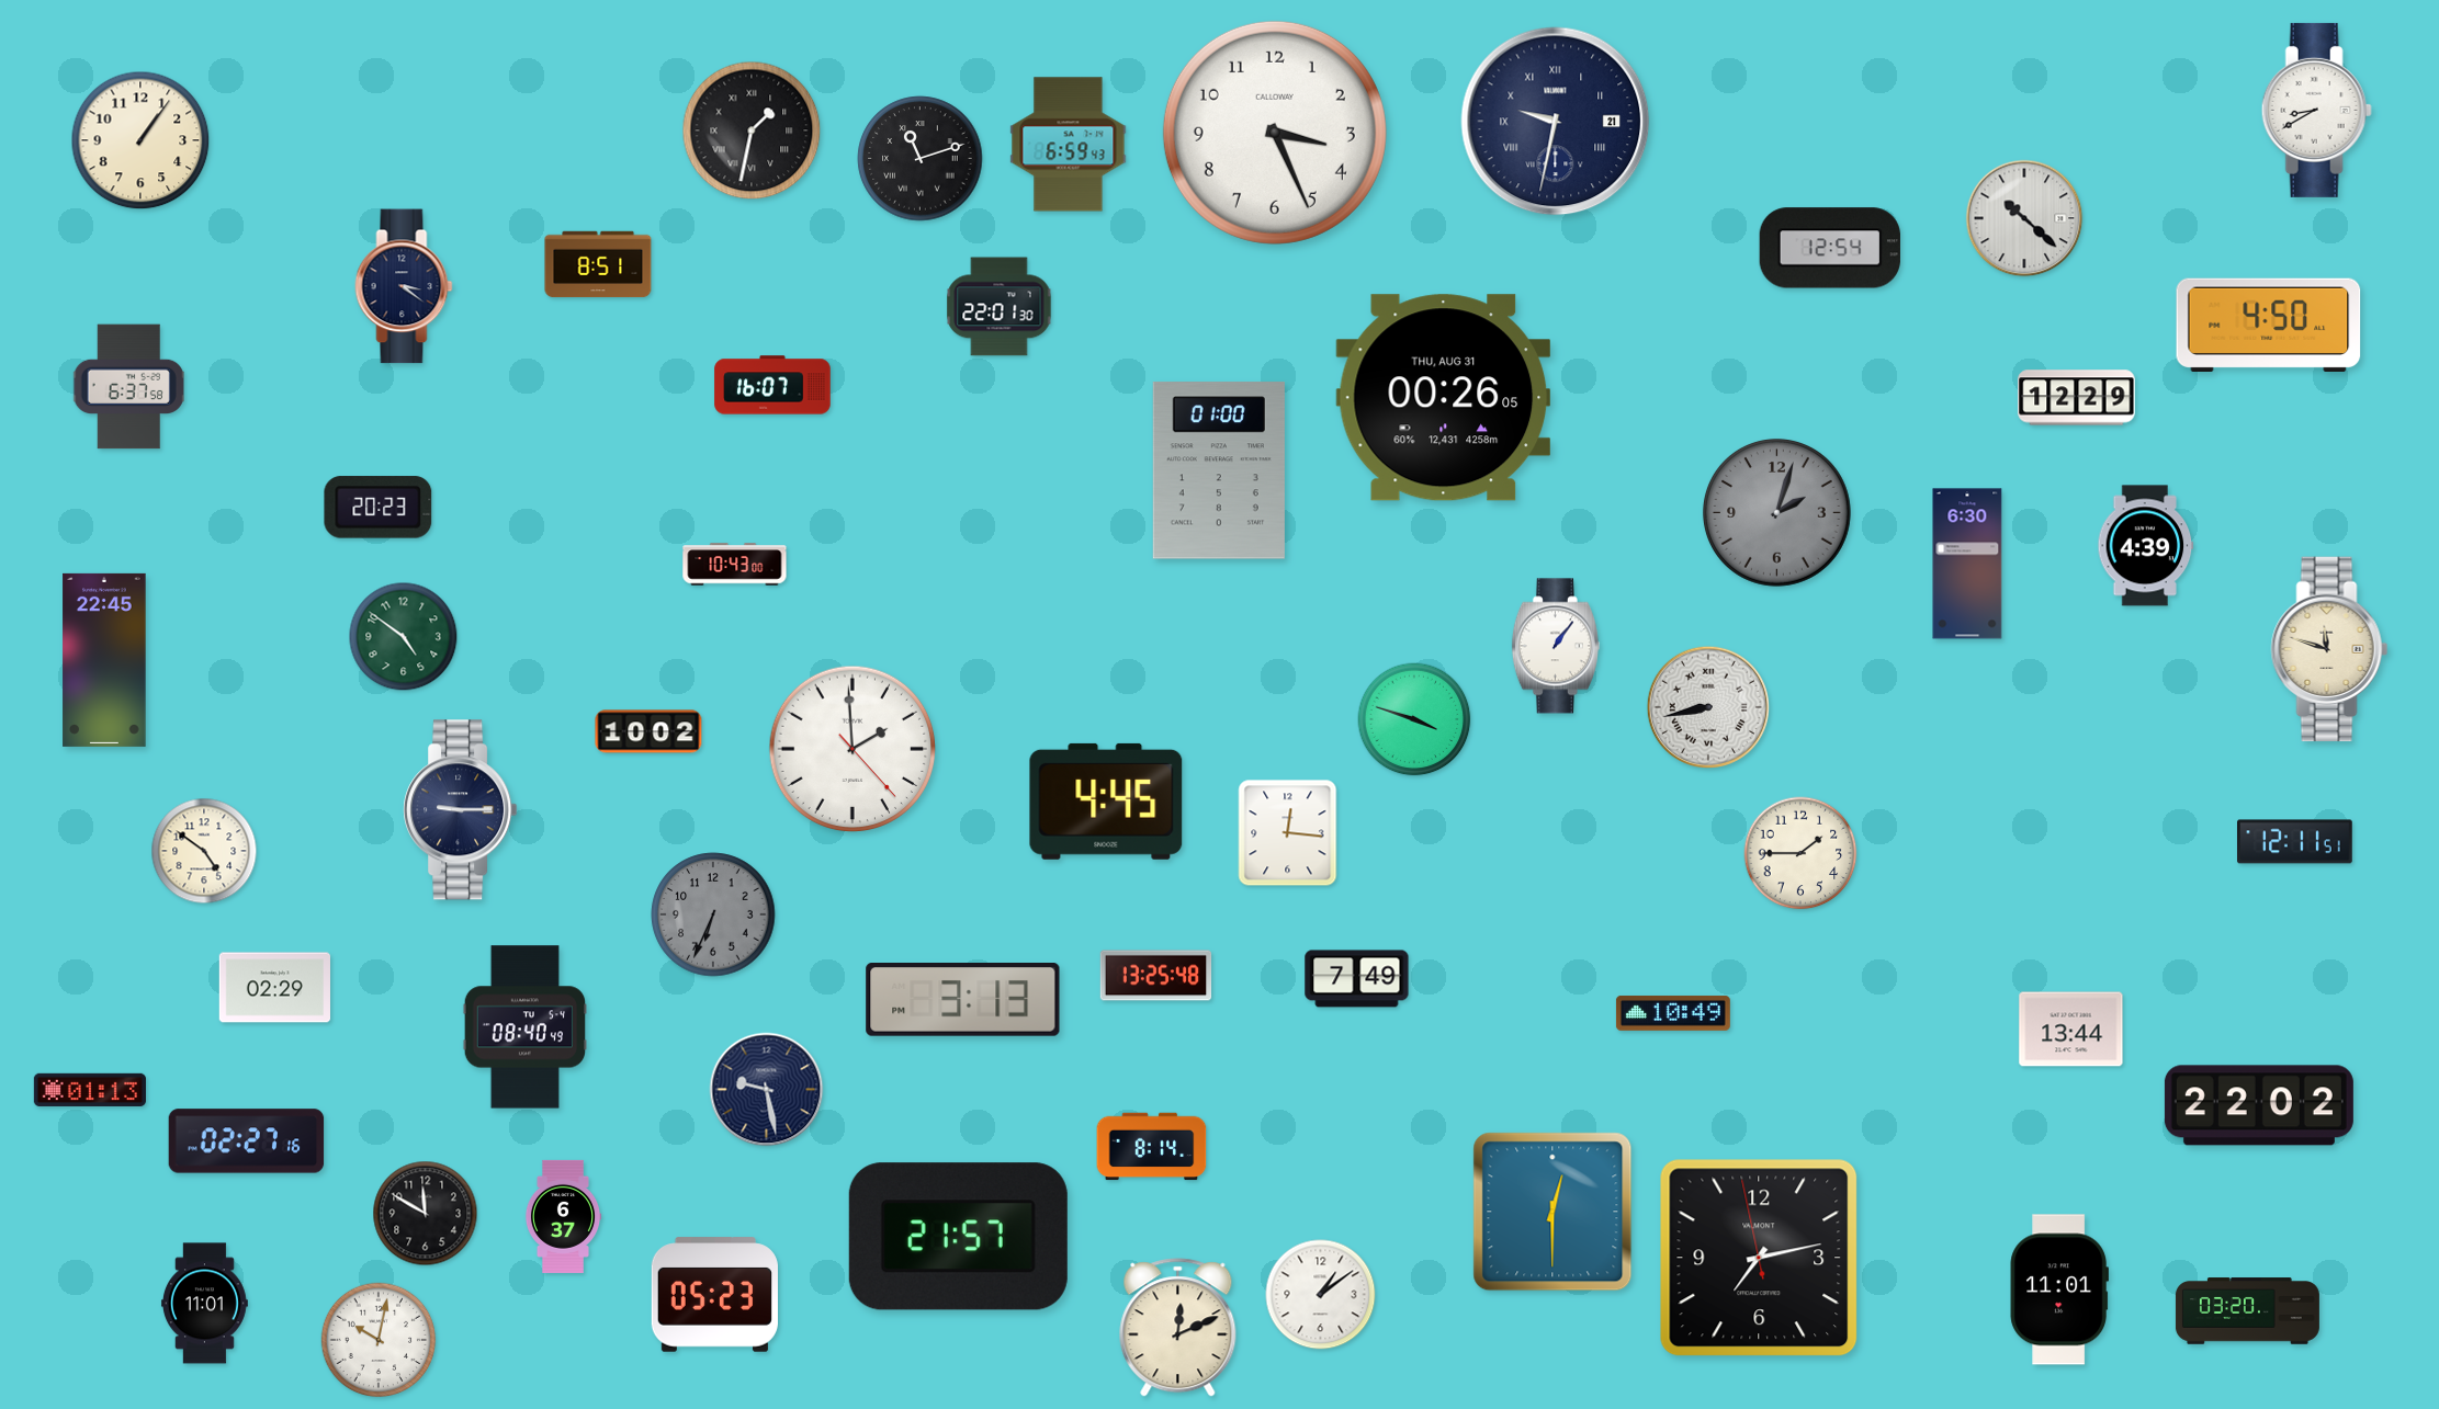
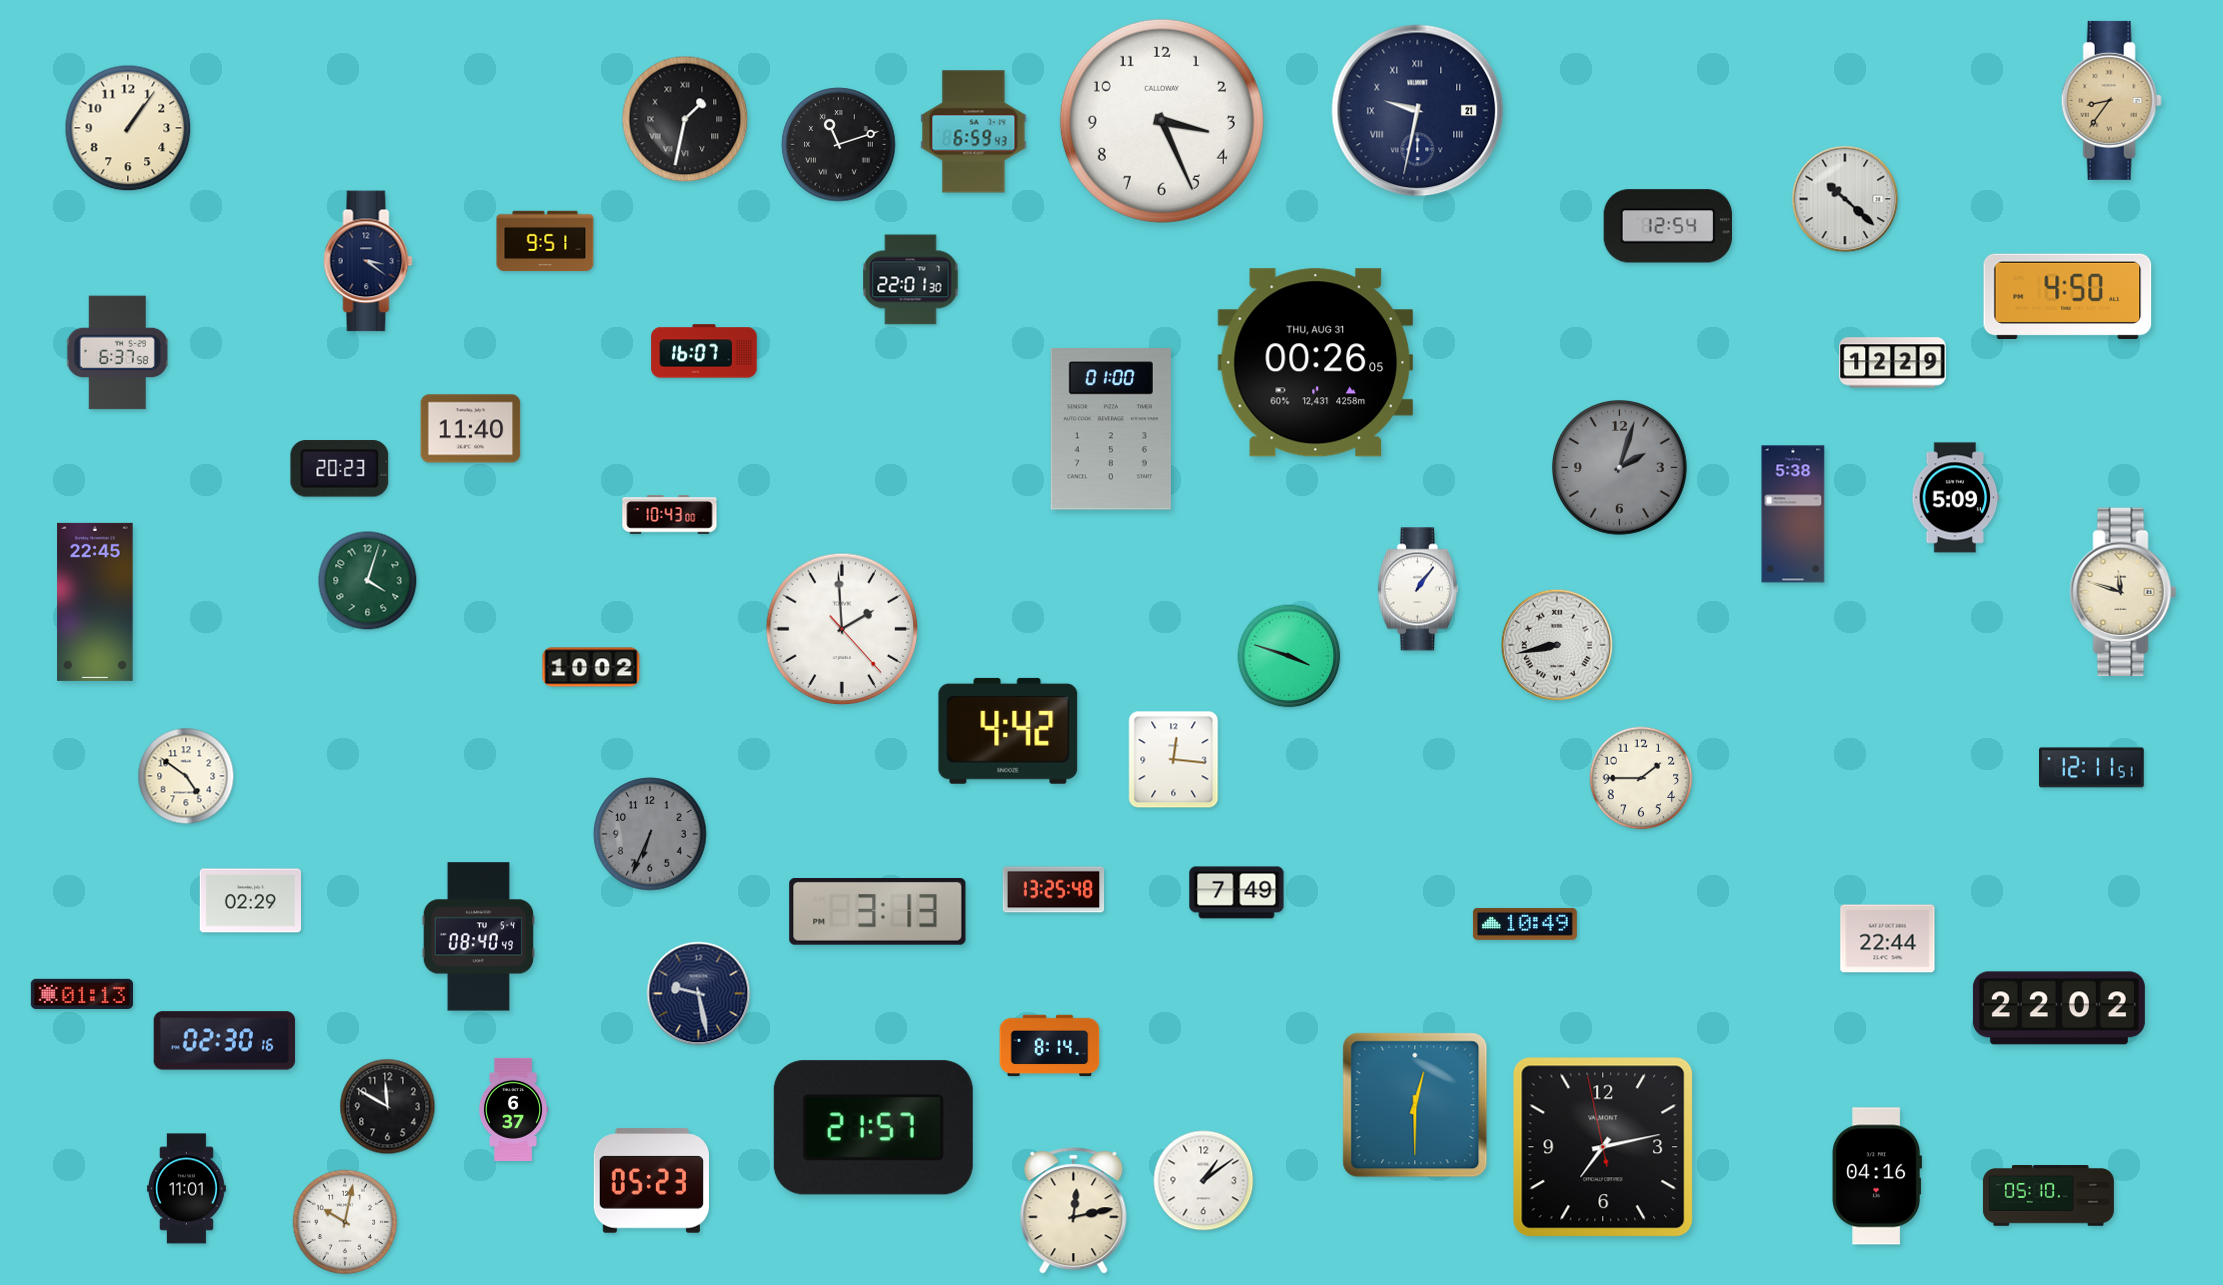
clock at (2316, 110): 8:40 -> 8:36
clock at (2316, 110) dial: white -> champagne
clock at (598, 264): 8:51 -> 9:51
clock at (471, 429): none -> 11:40
clock at (379, 508) position: (379, 508) -> (340, 469)
clock at (2146, 546): 4:39 -> 5:09
clock at (1967, 564): 6:30 -> 5:38
clock at (404, 637): 4:51 -> 4:03
clock at (852, 749) position: (852, 749) -> (842, 629)
clock at (1106, 802): 4:45 -> 4:42
clock at (461, 810): 9:15 -> none
clock at (2071, 1030): 13:44 -> 22:44
clock at (247, 1141): 02:27 -> 02:30
clock at (2058, 1289): 11:01 -> 04:16
clock at (2247, 1311): 03:20 -> 05:10
clock at (1178, 1328): 12:11 -> 12:13
